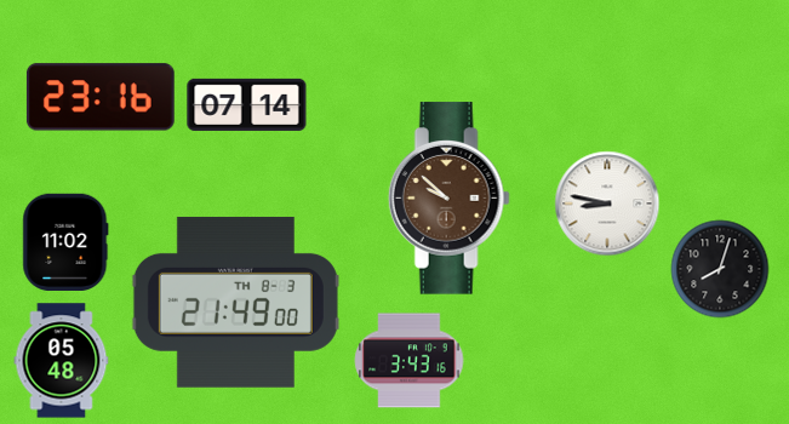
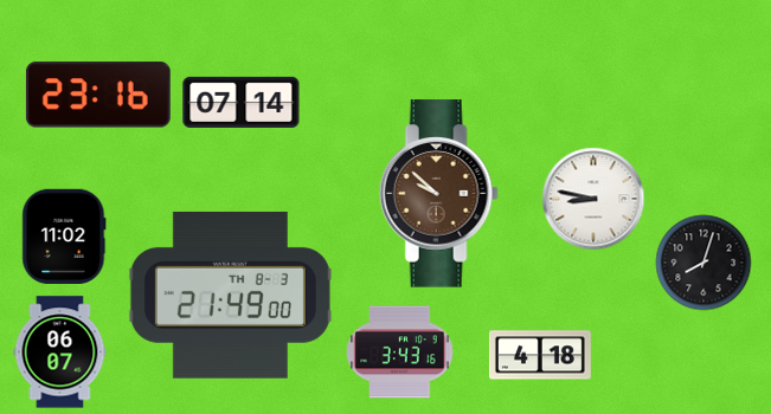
clock at (62, 361): 05:48 -> 06:07
clock at (540, 355): none -> 4:18
